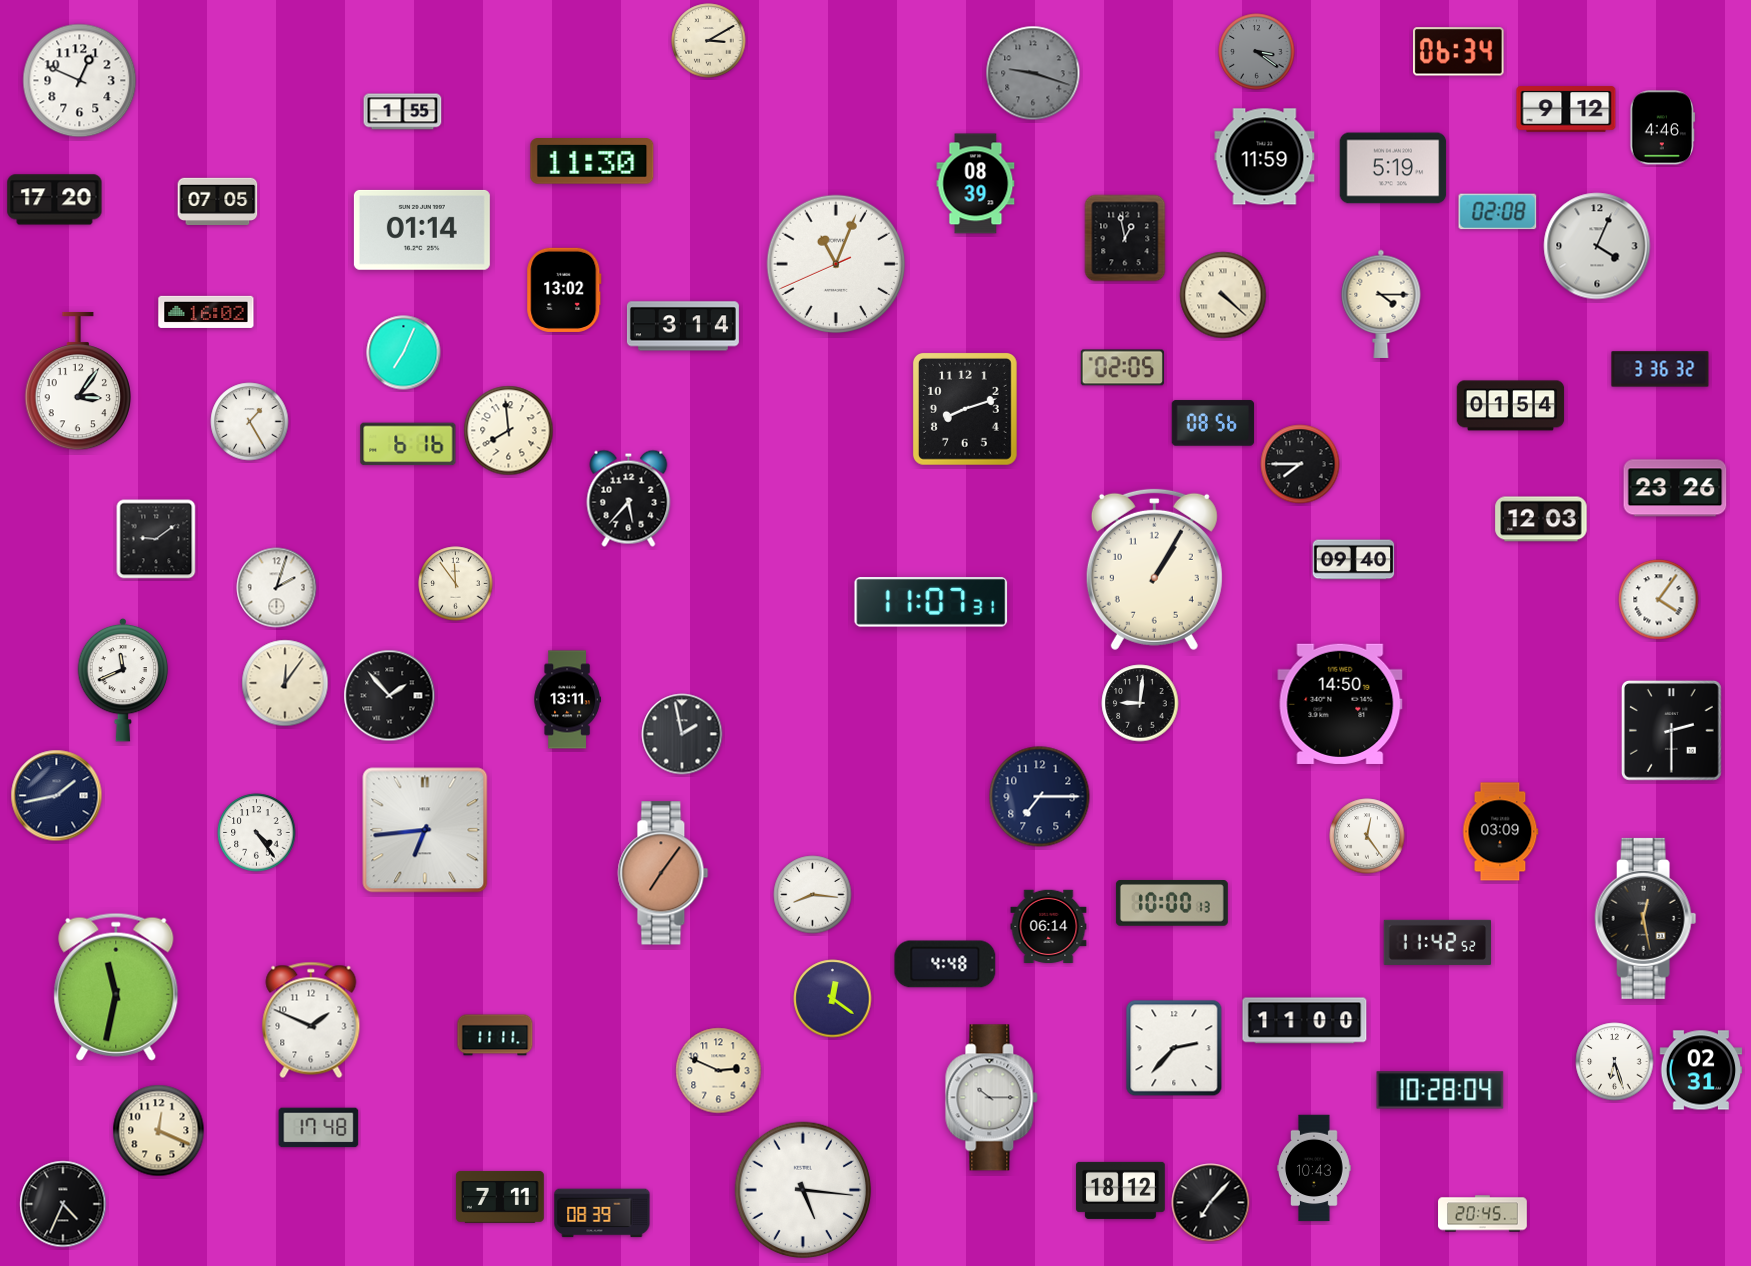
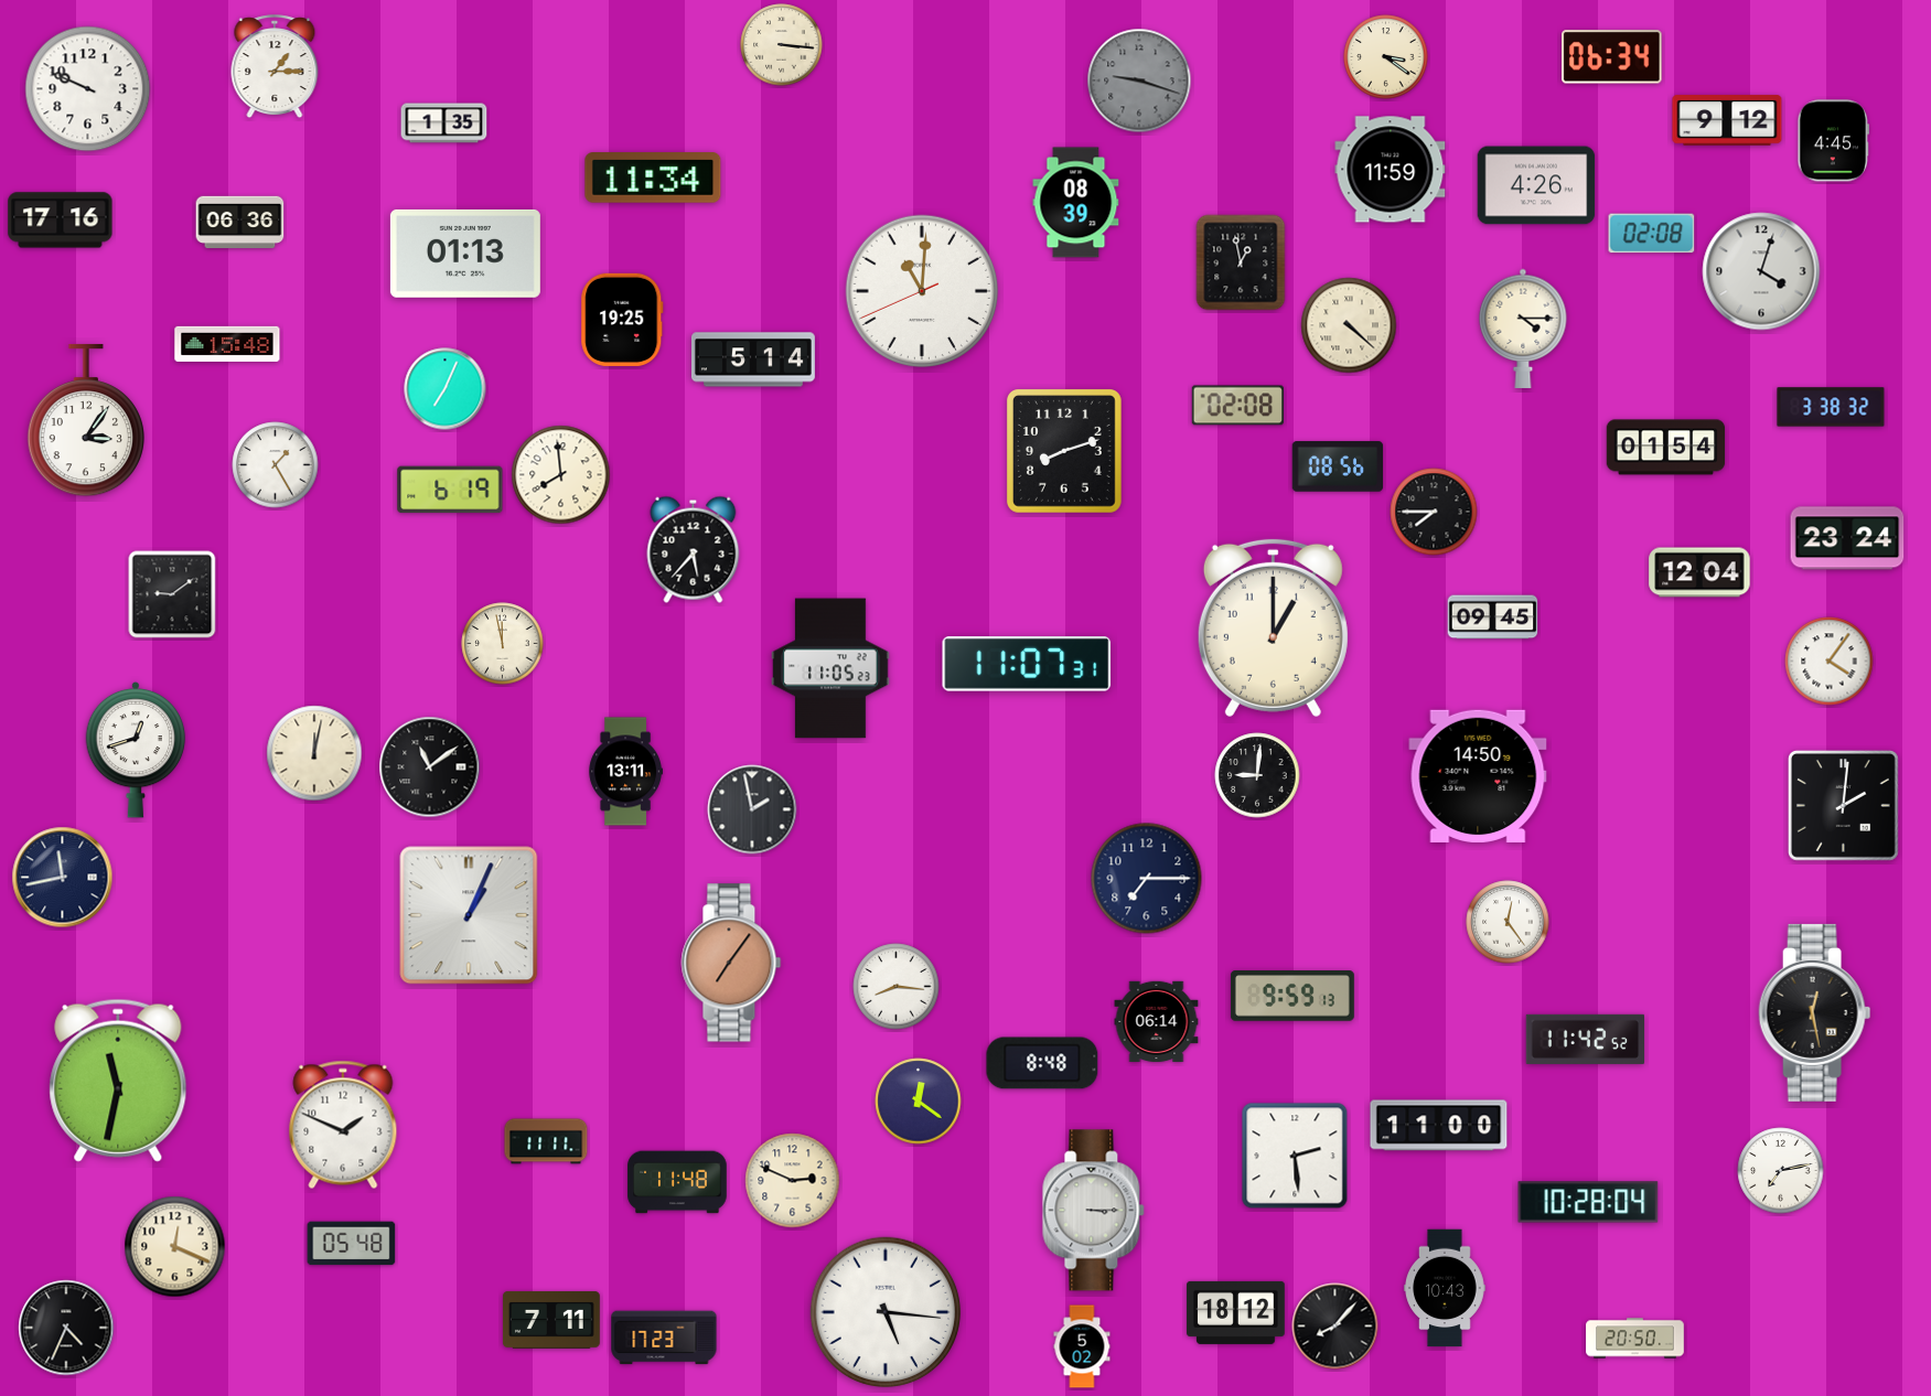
clock at (709, 41): 3:10 -> 3:16
clock at (1257, 52) dial: grey -> cream
clock at (1459, 52) position: (1459, 52) -> (1612, 57)
clock at (275, 67): none -> 1:15
clock at (80, 81): 12:49 -> 9:49
clock at (403, 112): 1:55 -> 1:35
clock at (1663, 128): 4:46 -> 4:45
clock at (1265, 157) position: (1265, 157) -> (1391, 170)
clock at (592, 162): 11:30 -> 11:34
clock at (1393, 168): 5:19 -> 4:26
clock at (55, 200): 17:20 -> 17:16
clock at (218, 202): 07:05 -> 06:36
clock at (422, 230): 01:14 -> 01:13
clock at (1597, 246): 4:04 -> 4:03
clock at (836, 264): 11:03 -> 11:00
clock at (564, 290): 13:02 -> 19:25
clock at (1381, 303) position: (1381, 303) -> (1523, 327)
clock at (206, 312): 16:02 -> 15:48
clock at (683, 326): 3:14 -> 5:14
clock at (1122, 368): 02:05 -> 02:08
clock at (1660, 369): 3:36 -> 3:38
clock at (408, 444): 6:16 -> 6:19
clock at (1675, 488): 23:26 -> 23:24
clock at (1541, 519): 12:03 -> 12:04
clock at (1354, 560): 09:40 -> 09:45
clock at (1154, 569): 1:05 -> 1:00
clock at (456, 584): 11:54 -> 11:58
clock at (277, 588): 2:03 -> none
clock at (830, 668): none -> 11:05
clock at (123, 680): 11:41 -> 12:42
clock at (285, 683): 12:06 -> 12:02
clock at (390, 696): 1:53 -> 11:09
clock at (1671, 730): 2:30 -> 2:01
clock at (57, 796): 1:43 -> 11:43
clock at (425, 830): 6:44 -> 1:04
clock at (1501, 832): 03:09 -> none
clock at (257, 833): 4:24 -> none
clock at (1172, 904): 10:00 -> 9:59
clock at (945, 964): 4:48 -> 8:48
clock at (116, 987) position: (116, 987) -> (118, 1081)
clock at (1174, 1048): 2:37 -> 2:29
clock at (1615, 1062): 6:27 -> 7:13
clock at (1701, 1070): 02:31 -> none
clock at (677, 1182): none -> 11:48
clock at (992, 1098): 10:15 -> 3:15
clock at (319, 1128): 17:48 -> 05:48
clock at (1315, 1168) position: (1315, 1168) -> (1446, 1288)
clock at (1211, 1203): 7:07 -> 8:07
clock at (63, 1204) position: (63, 1204) -> (66, 1328)
clock at (602, 1213): 08:39 -> 17:23
clock at (1483, 1214): 20:45 -> 20:50
clock at (1082, 1346): none -> 5:02
